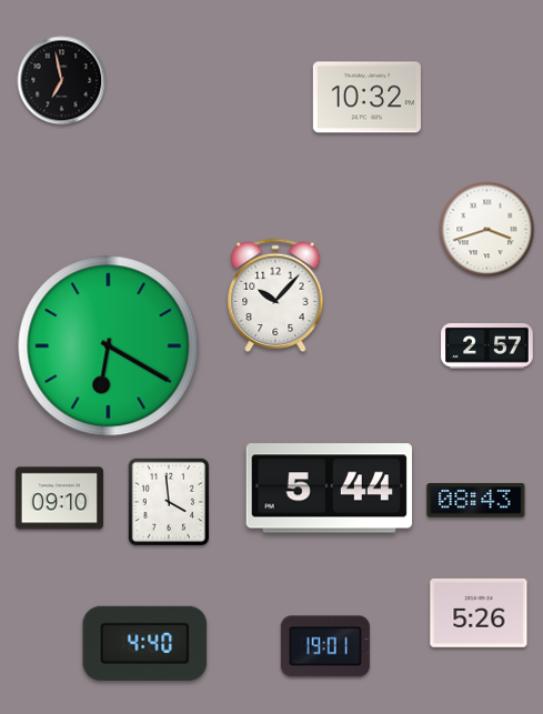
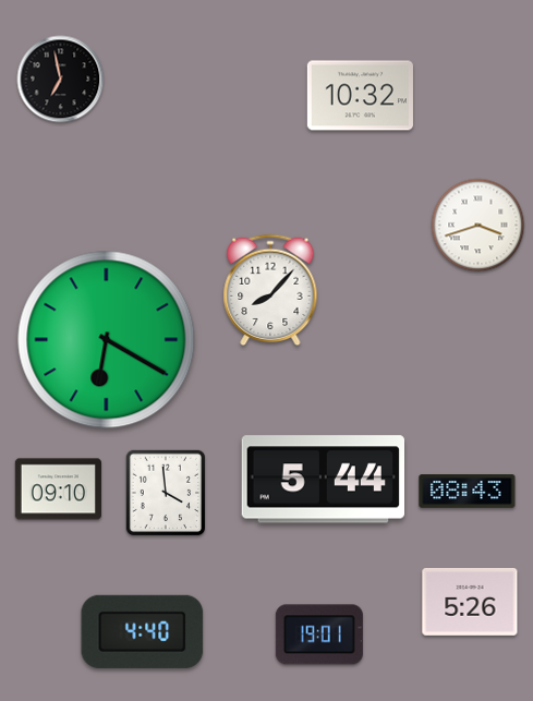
clock at (275, 295): 10:07 -> 8:07
clock at (487, 346): 2:57 -> none
